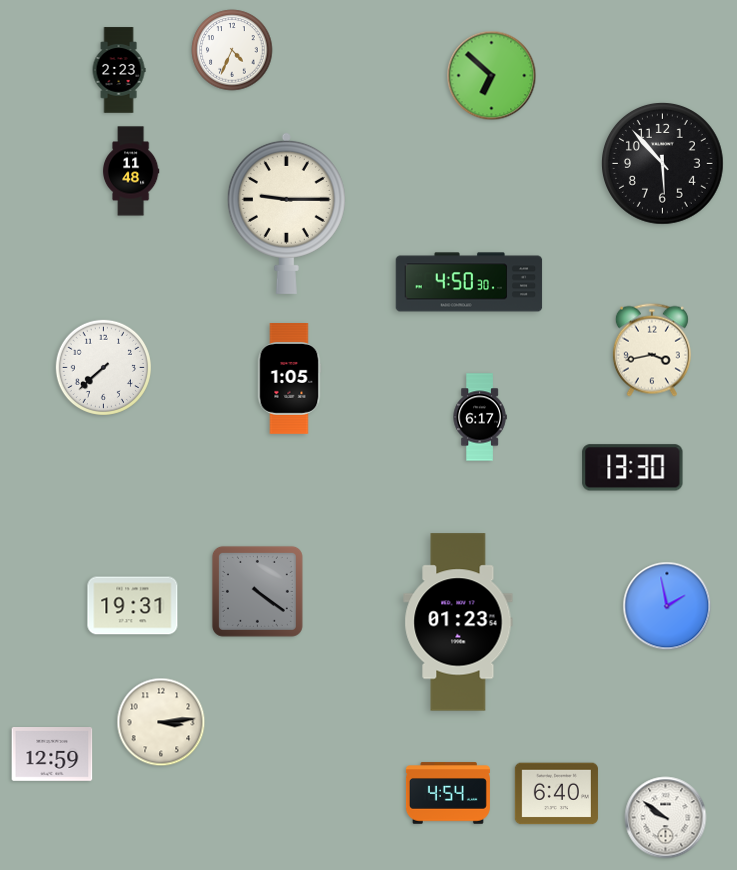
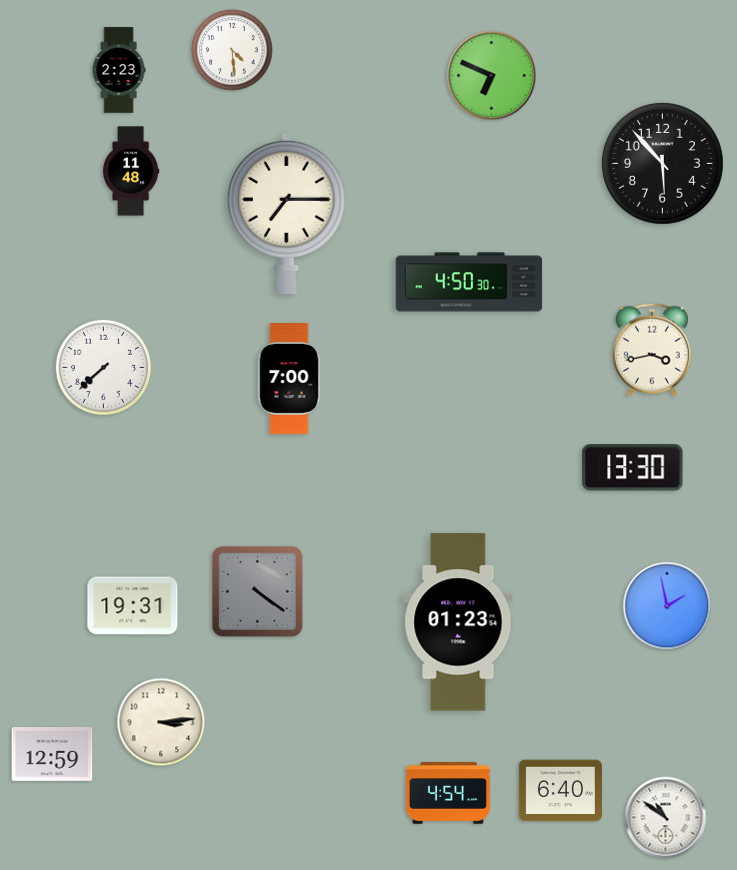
clock at (232, 50): 4:34 -> 4:29
clock at (492, 76): 6:52 -> 6:49
clock at (286, 213): 9:15 -> 7:15
clock at (289, 379): 1:05 -> 7:00
clock at (480, 417): 6:17 -> none
clock at (556, 794) position: (556, 794) -> (560, 791)
clock at (666, 818): 9:51 -> 10:51
